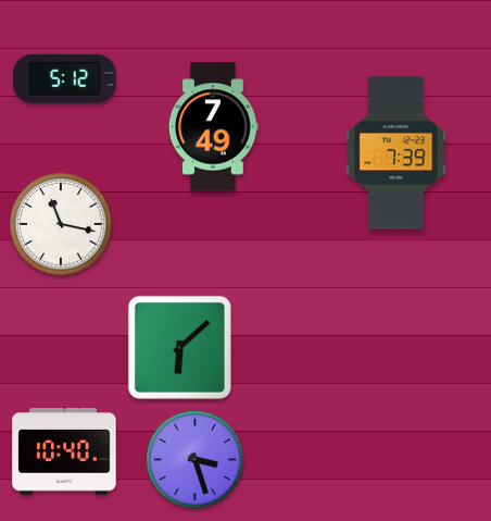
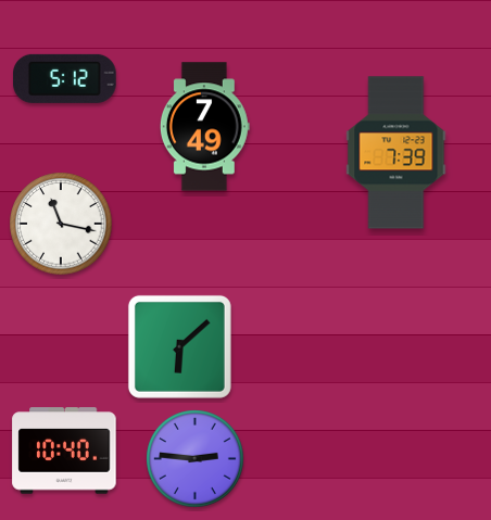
clock at (213, 127) position: (213, 127) -> (204, 127)
clock at (196, 460): 3:27 -> 2:46
